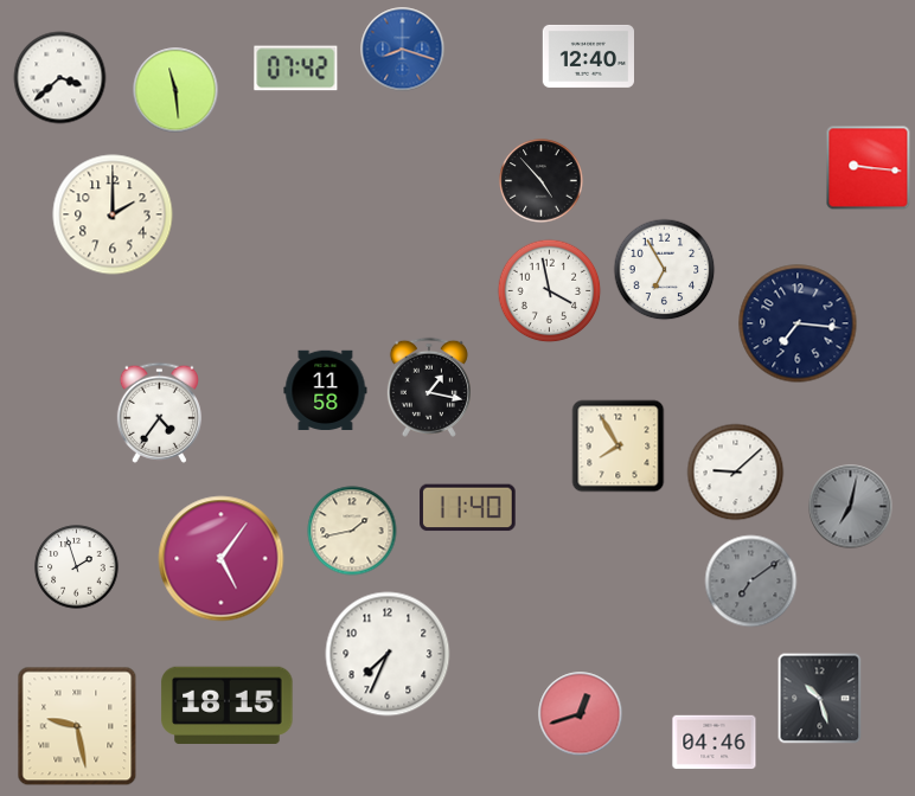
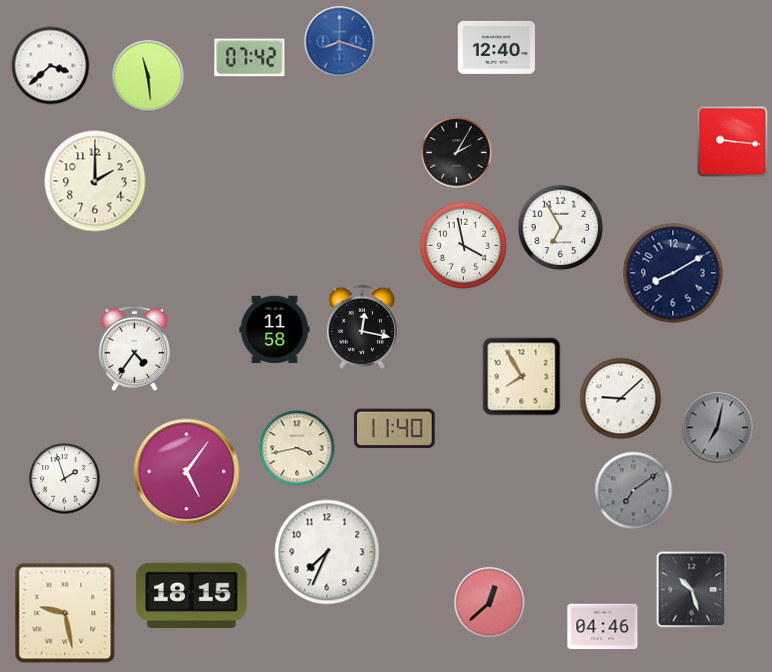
clock at (542, 181): 4:53 -> 2:05
clock at (798, 323): 7:16 -> 8:10
clock at (429, 387): 1:17 -> 12:17
clock at (352, 531): 1:43 -> 3:43
clock at (581, 714): 12:42 -> 12:38
